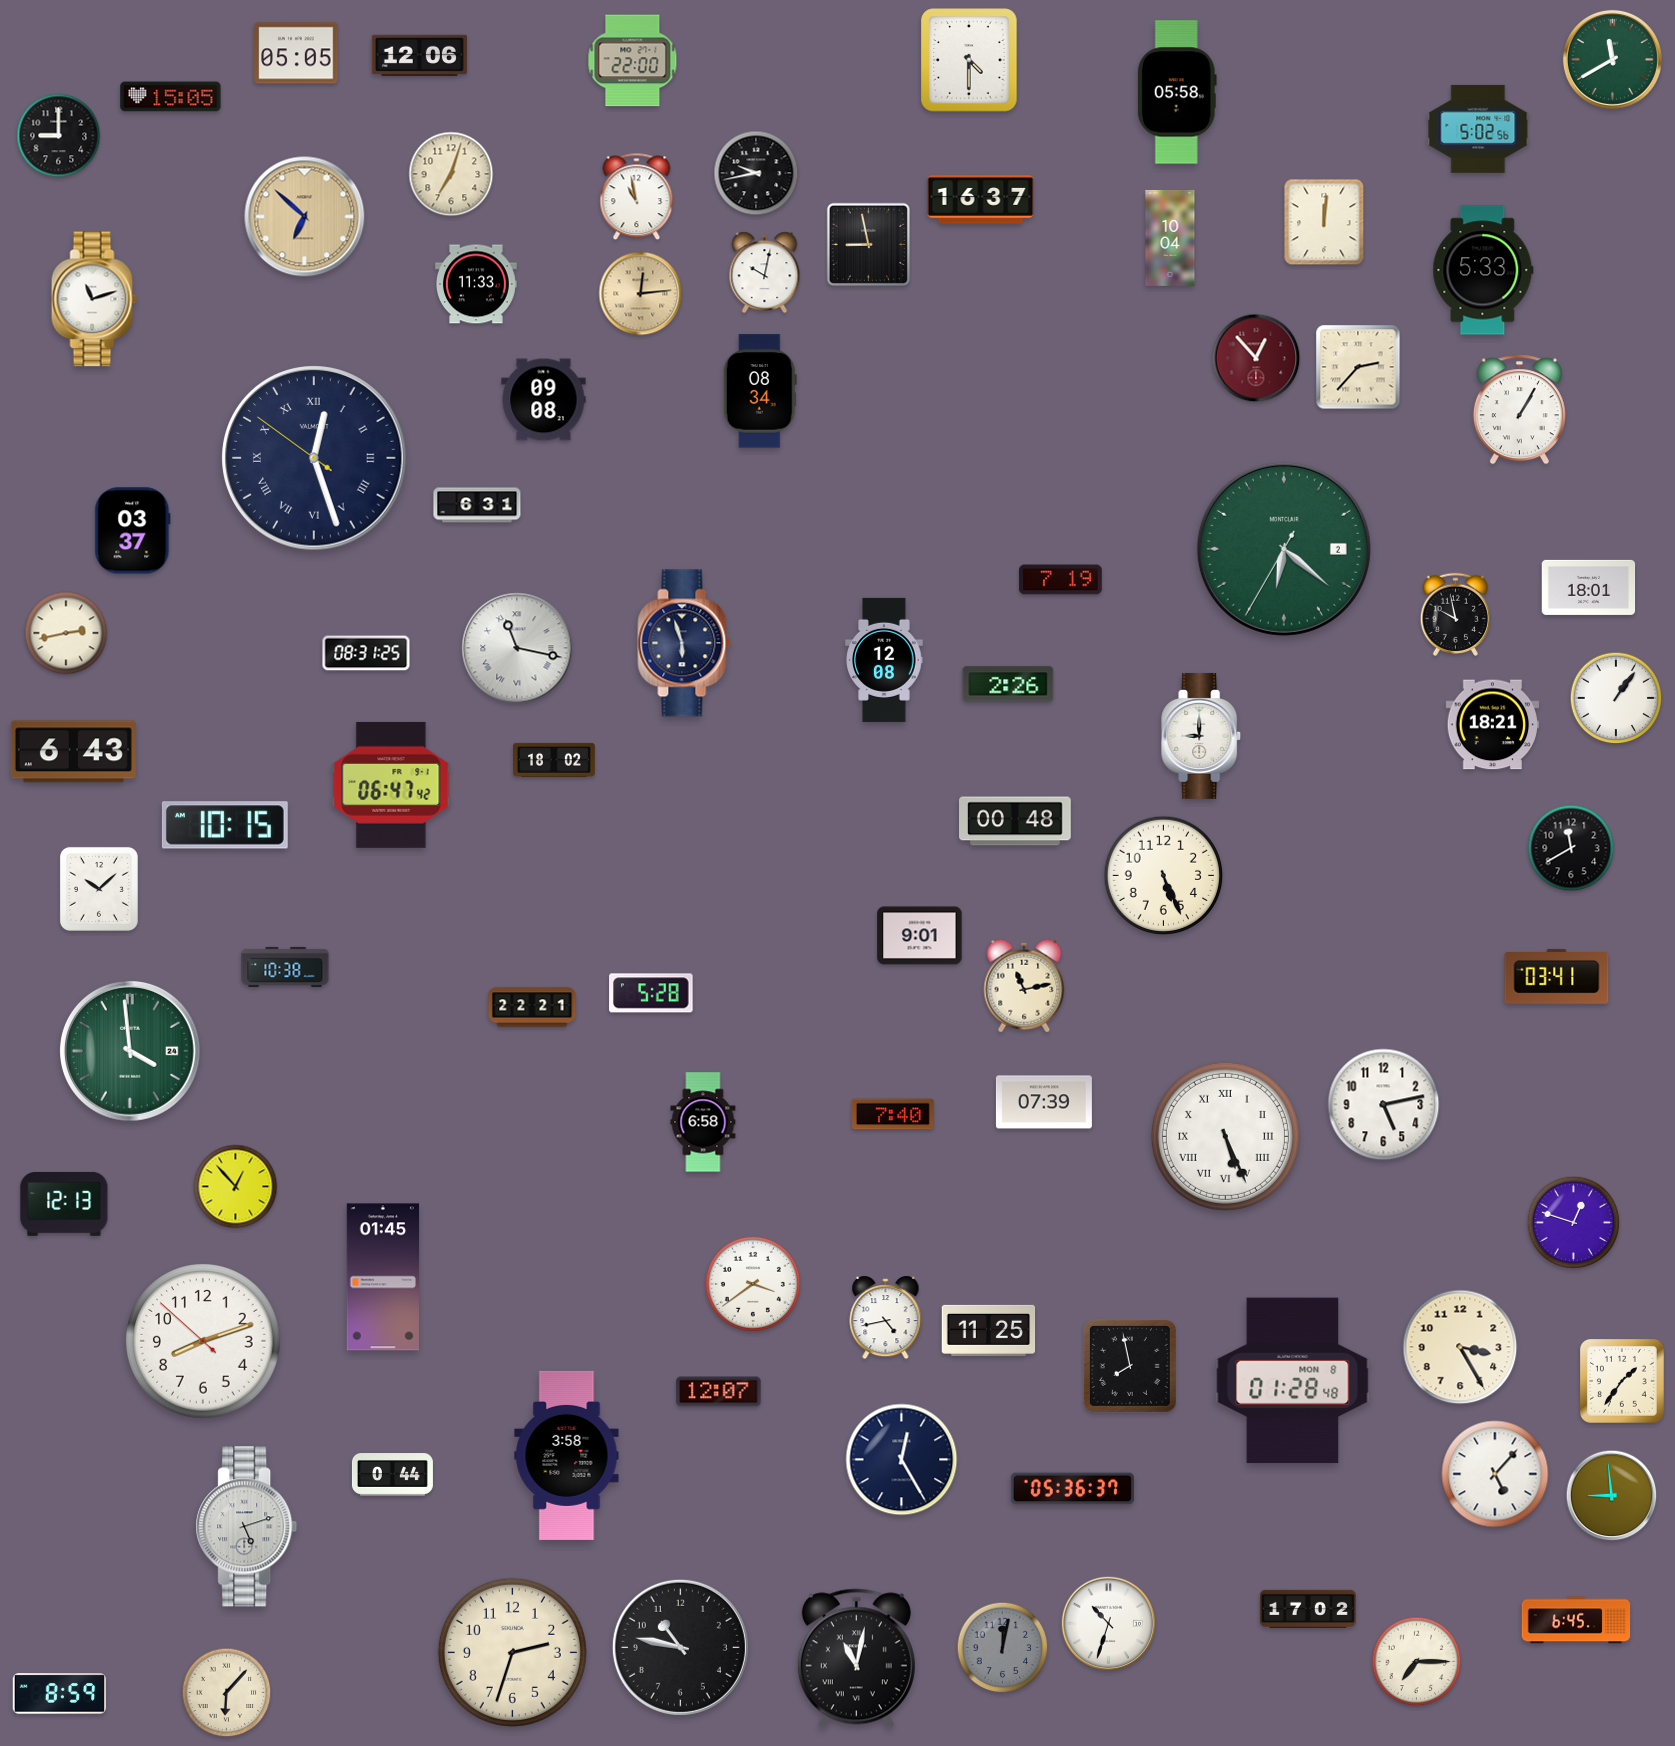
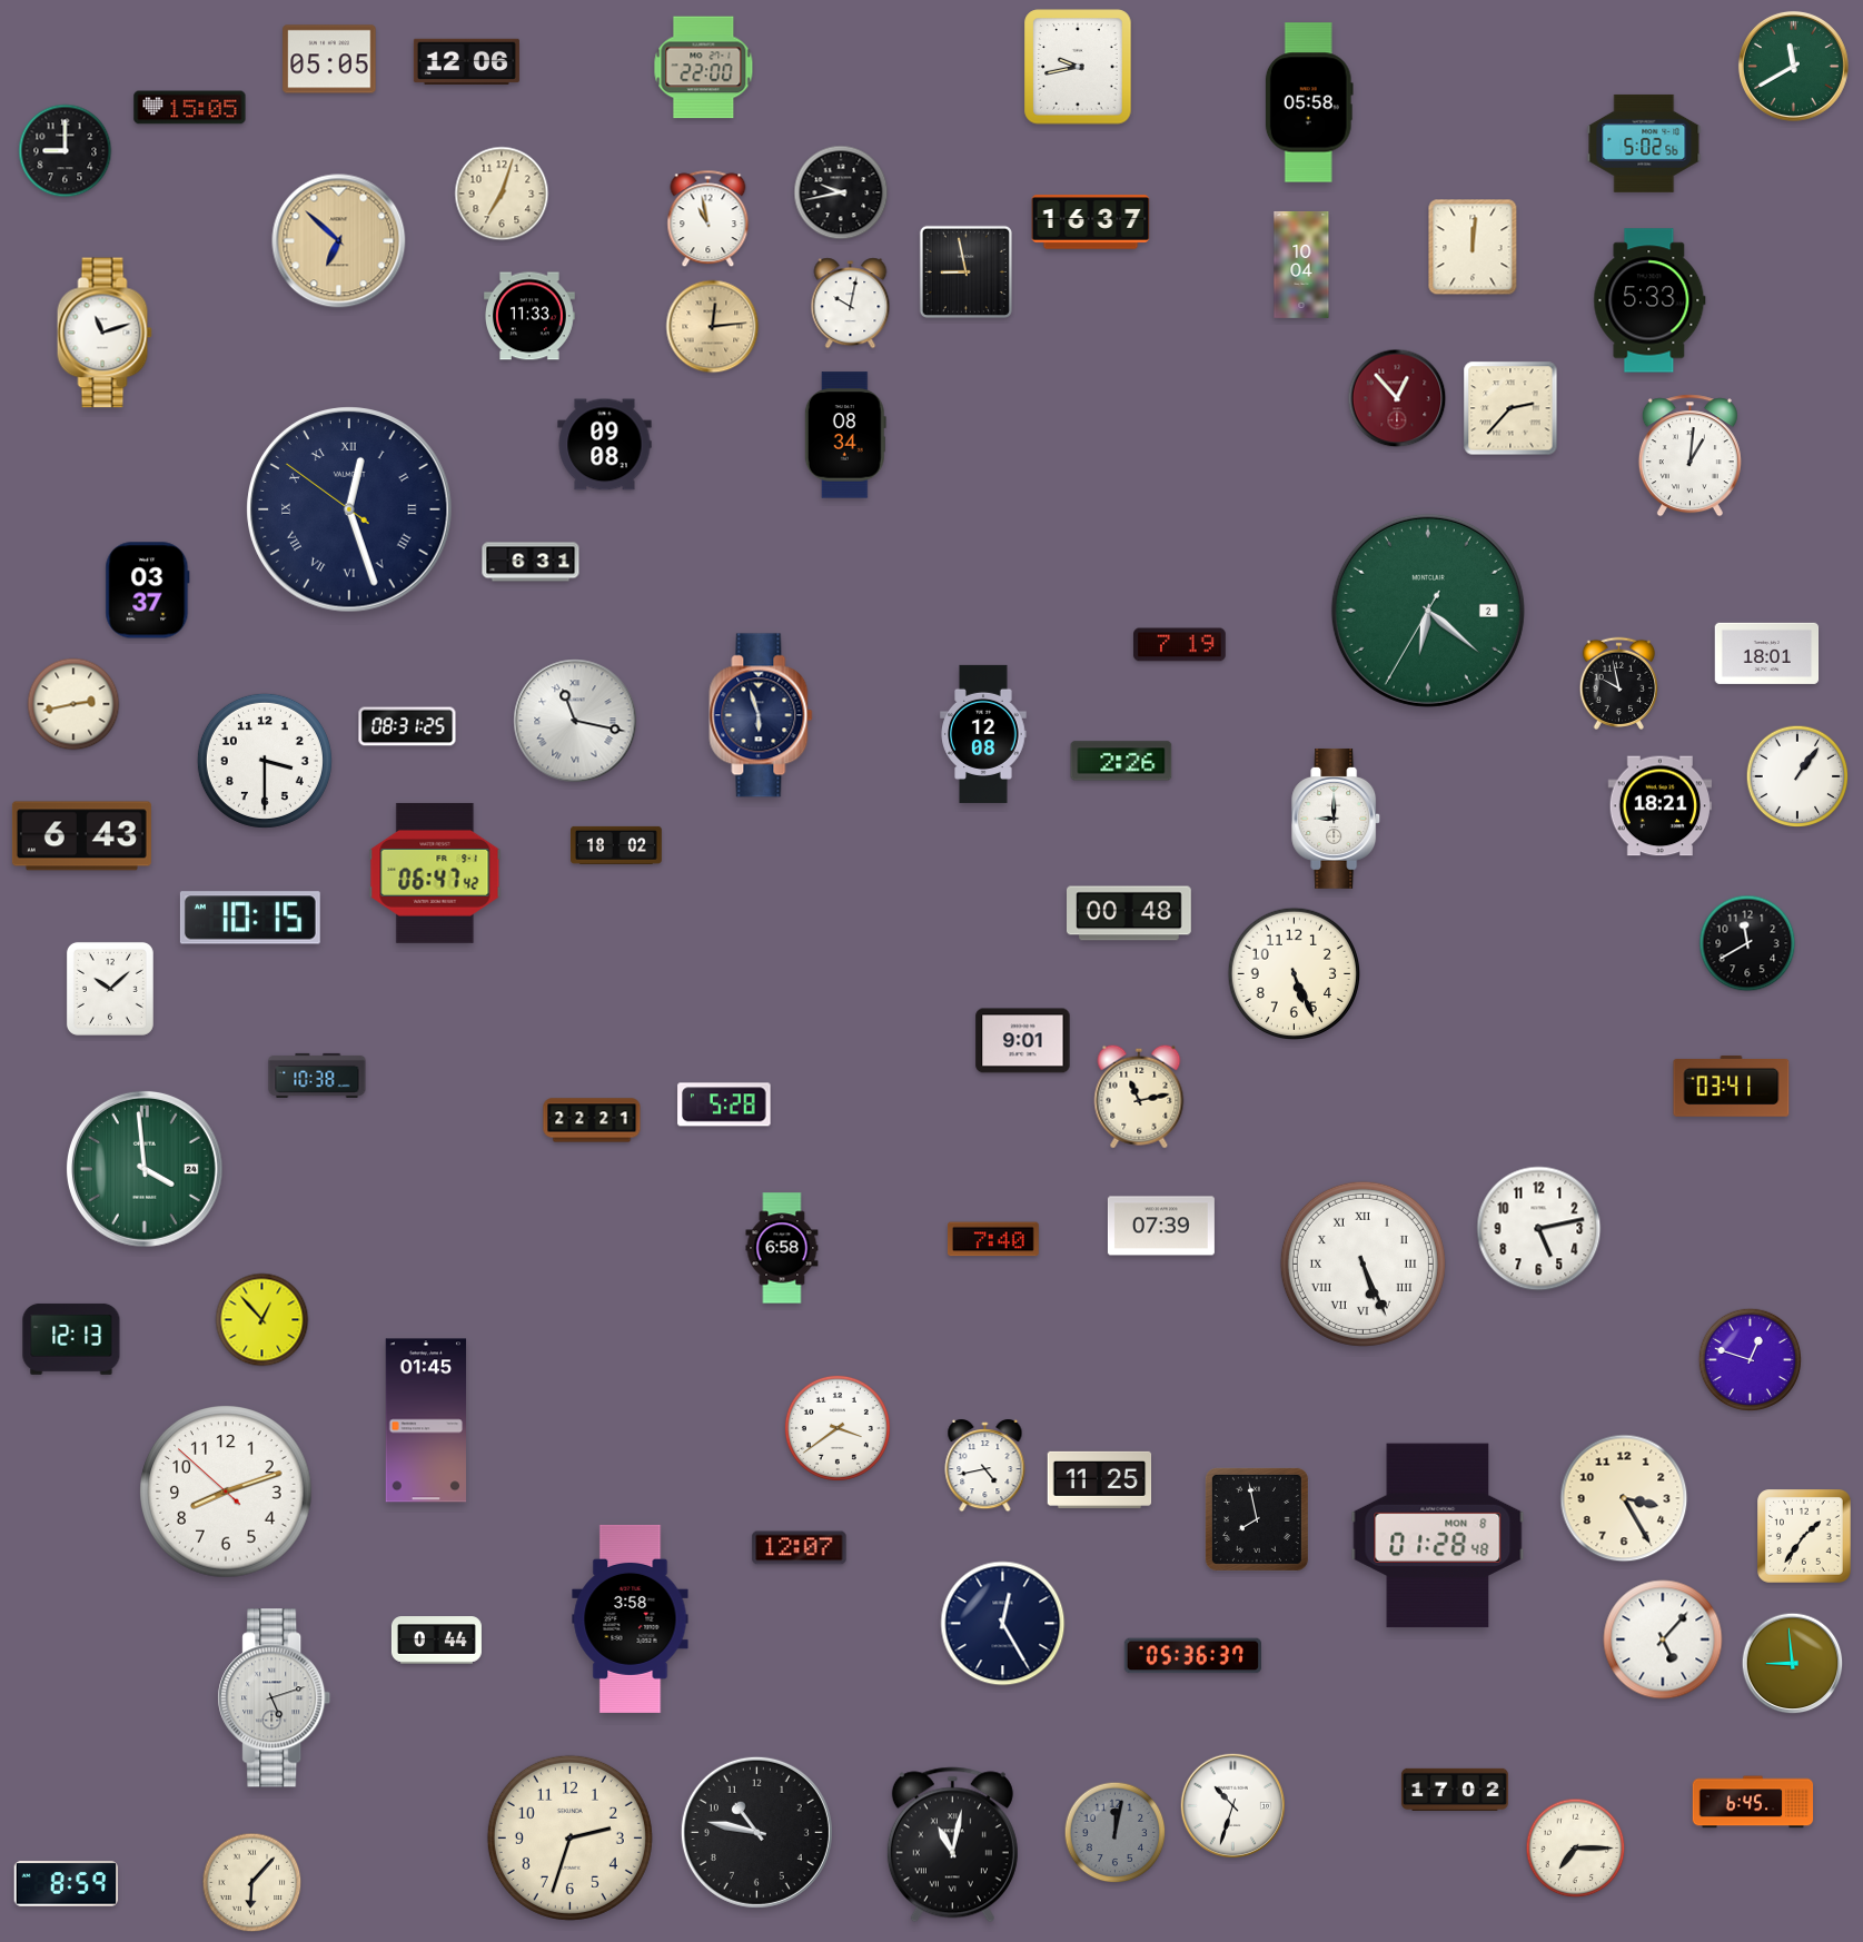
clock at (969, 60): 4:30 -> 9:43
clock at (1519, 410): 1:05 -> 1:01
clock at (265, 761): none -> 3:30
